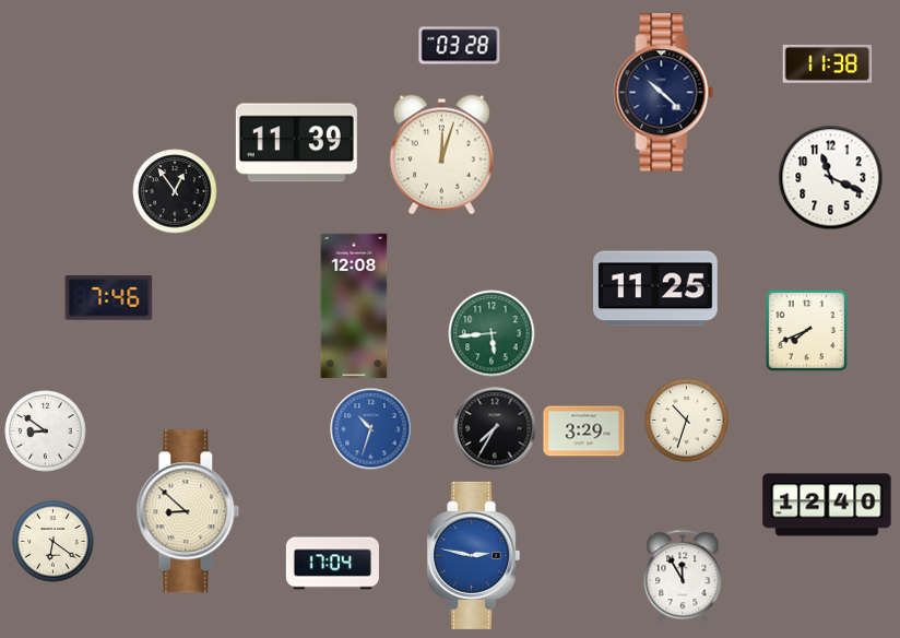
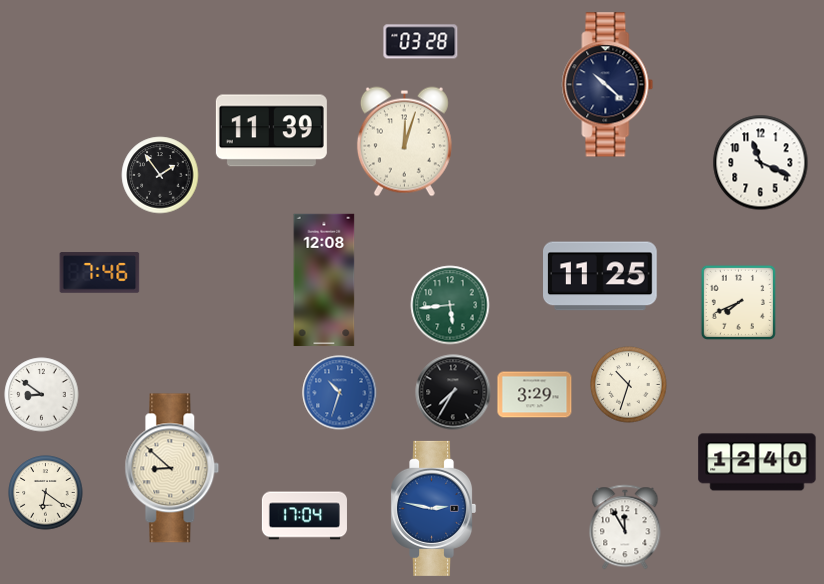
clock at (828, 63): 11:38 -> none
clock at (175, 191): 12:54 -> 1:54
clock at (656, 288) position: (656, 288) -> (601, 276)
clock at (54, 542) position: (54, 542) -> (46, 493)
